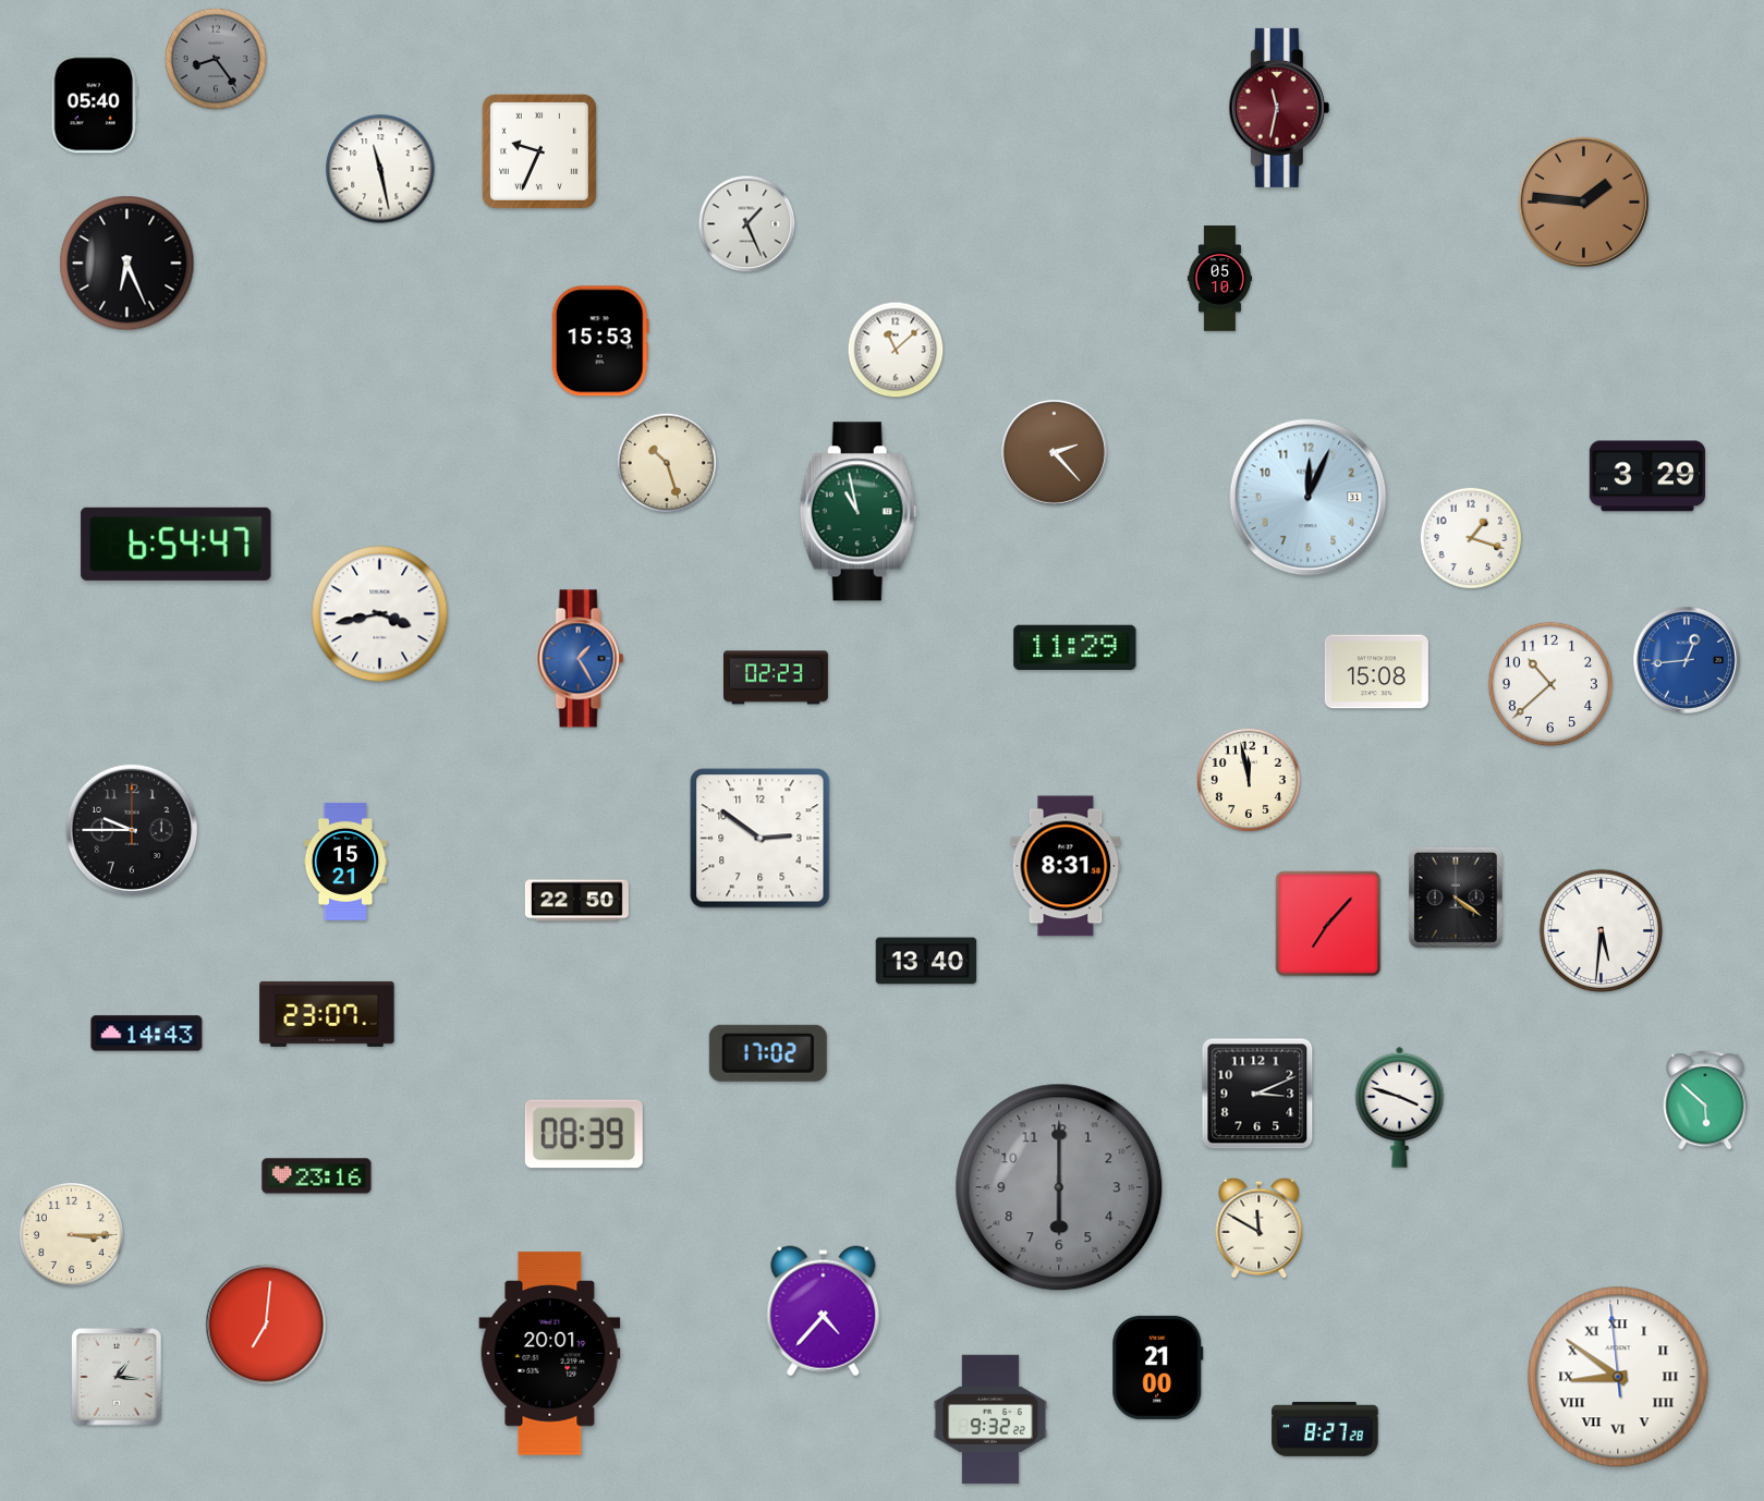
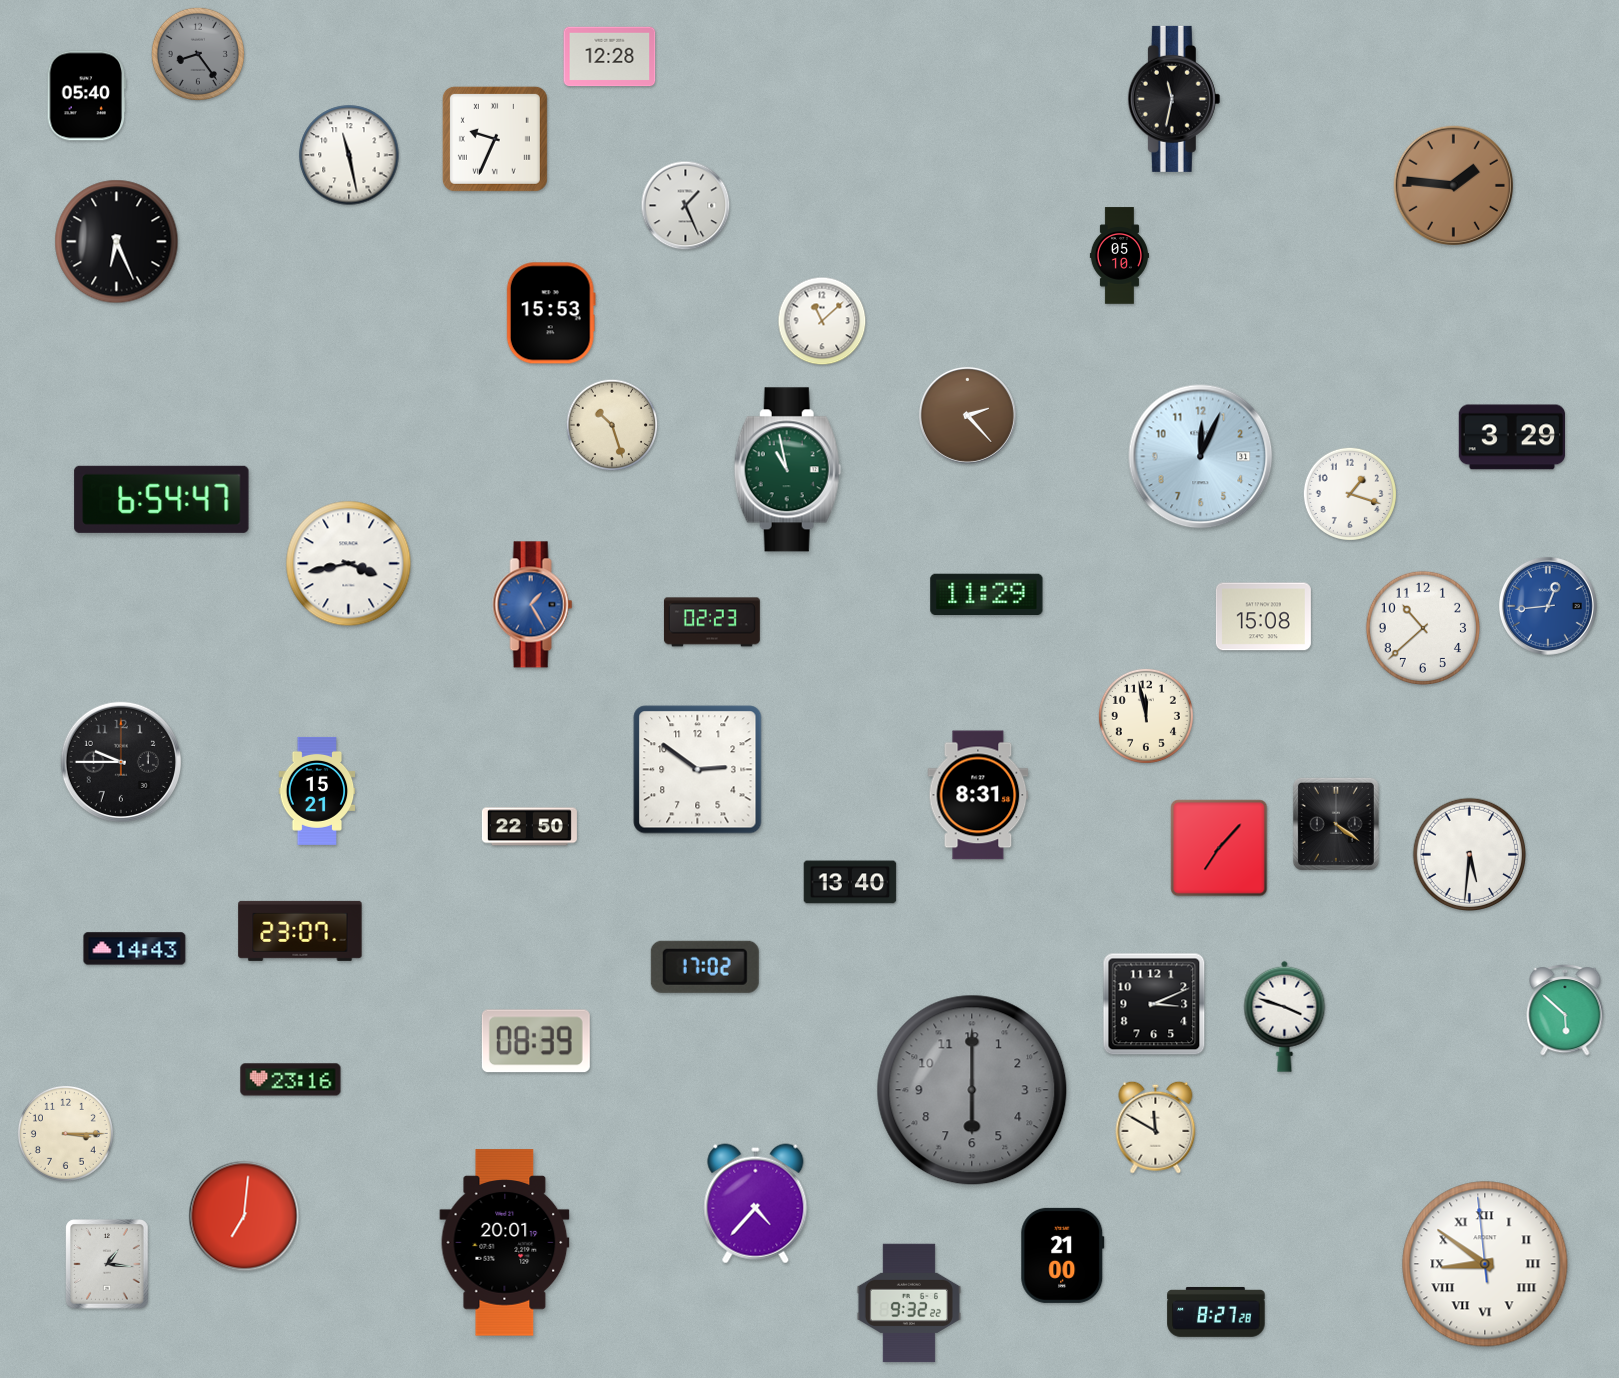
clock at (610, 57): none -> 12:28
clock at (1279, 108) dial: burgundy -> black
